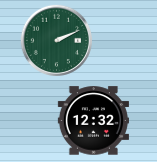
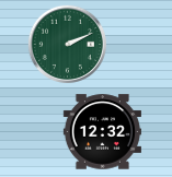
clock at (56, 40) position: (56, 40) -> (67, 44)
